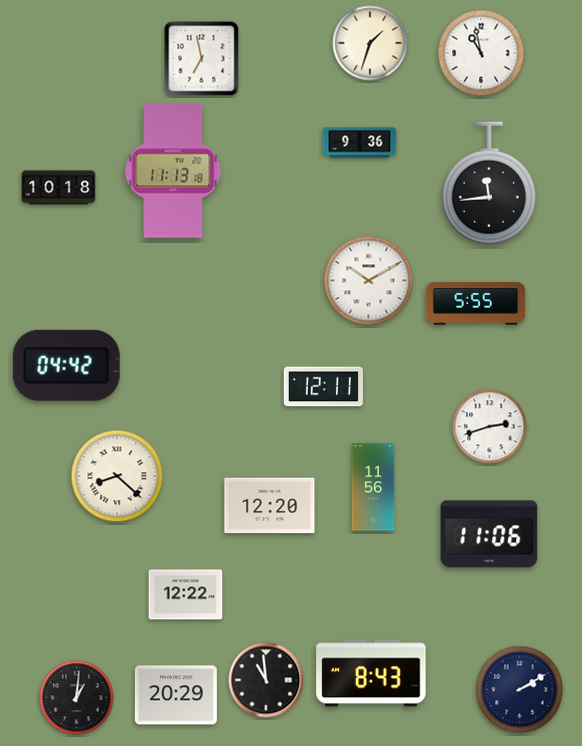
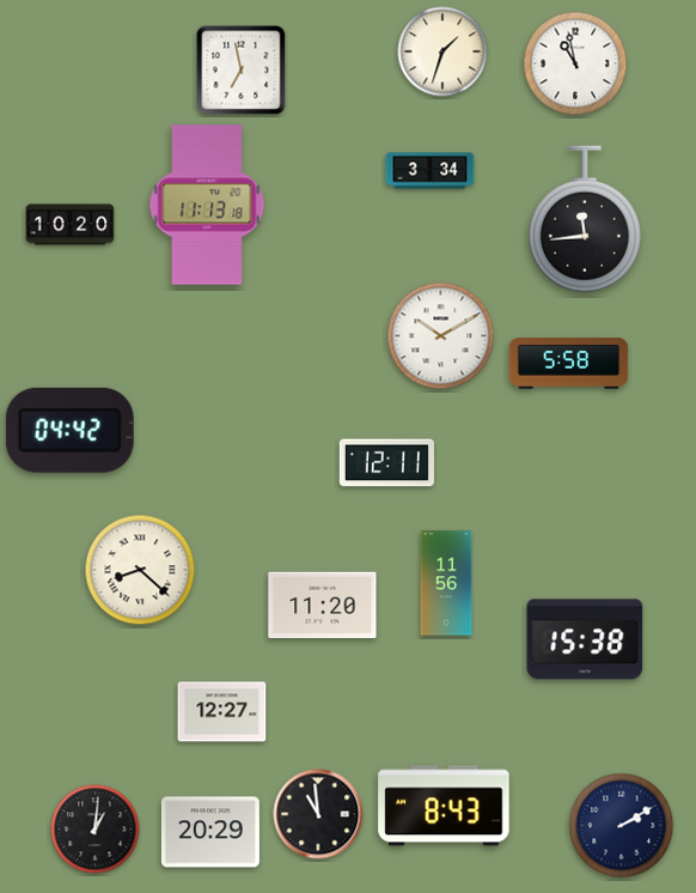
clock at (360, 143): 9:36 -> 3:34
clock at (59, 188): 10:18 -> 10:20
clock at (476, 304): 5:55 -> 5:58
clock at (66, 365) position: (66, 365) -> (69, 430)
clock at (490, 427): 2:42 -> none
clock at (270, 506): 12:20 -> 11:20
clock at (489, 534): 11:06 -> 15:38
clock at (186, 595): 12:22 -> 12:27
clock at (77, 698) position: (77, 698) -> (96, 830)
